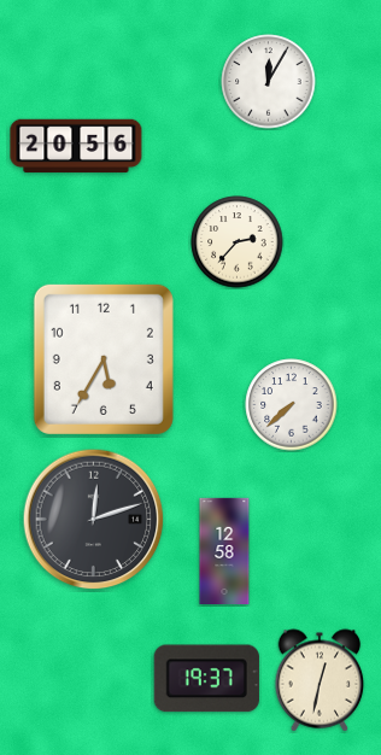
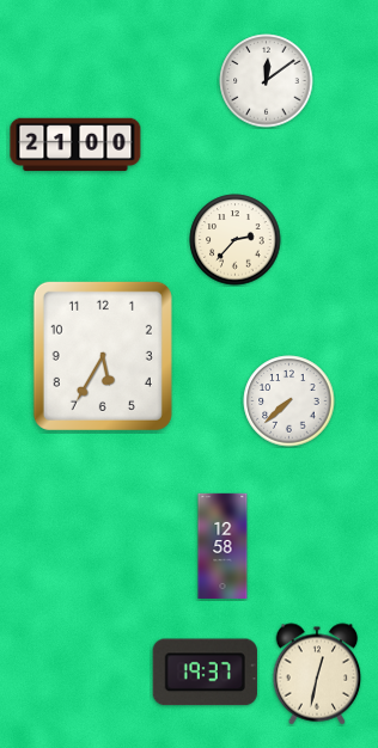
clock at (269, 82): 12:05 -> 12:09
clock at (76, 146): 20:56 -> 21:00
clock at (94, 520): 12:12 -> none
